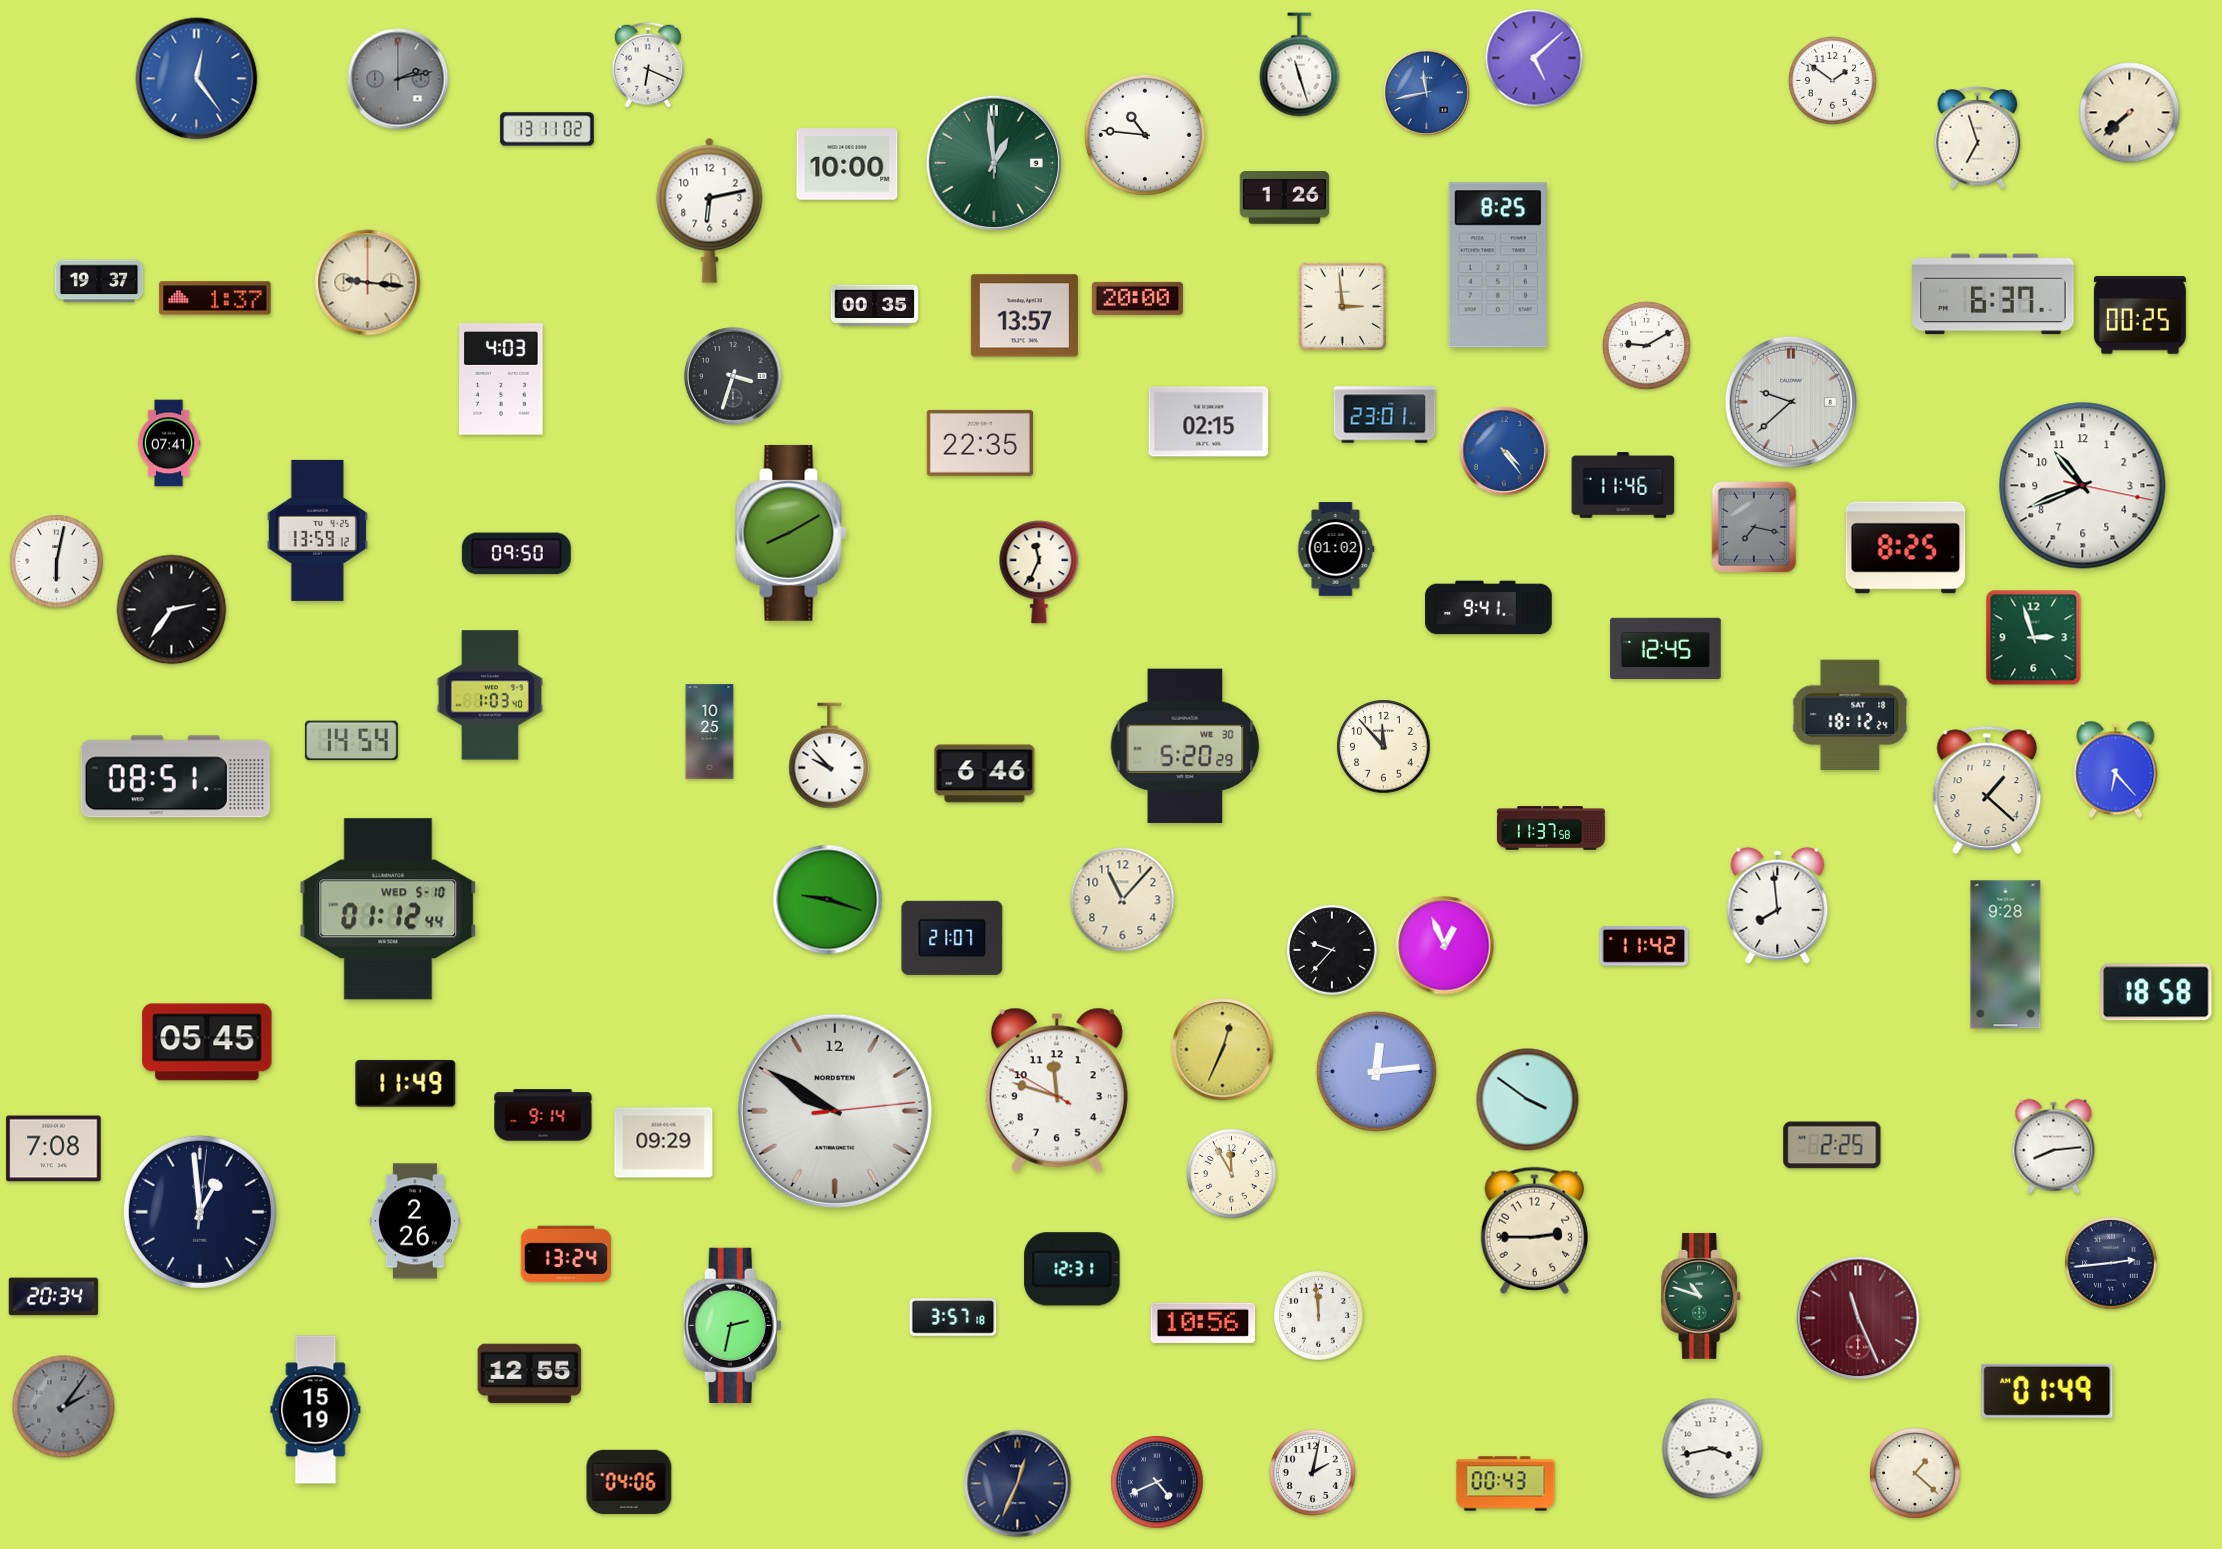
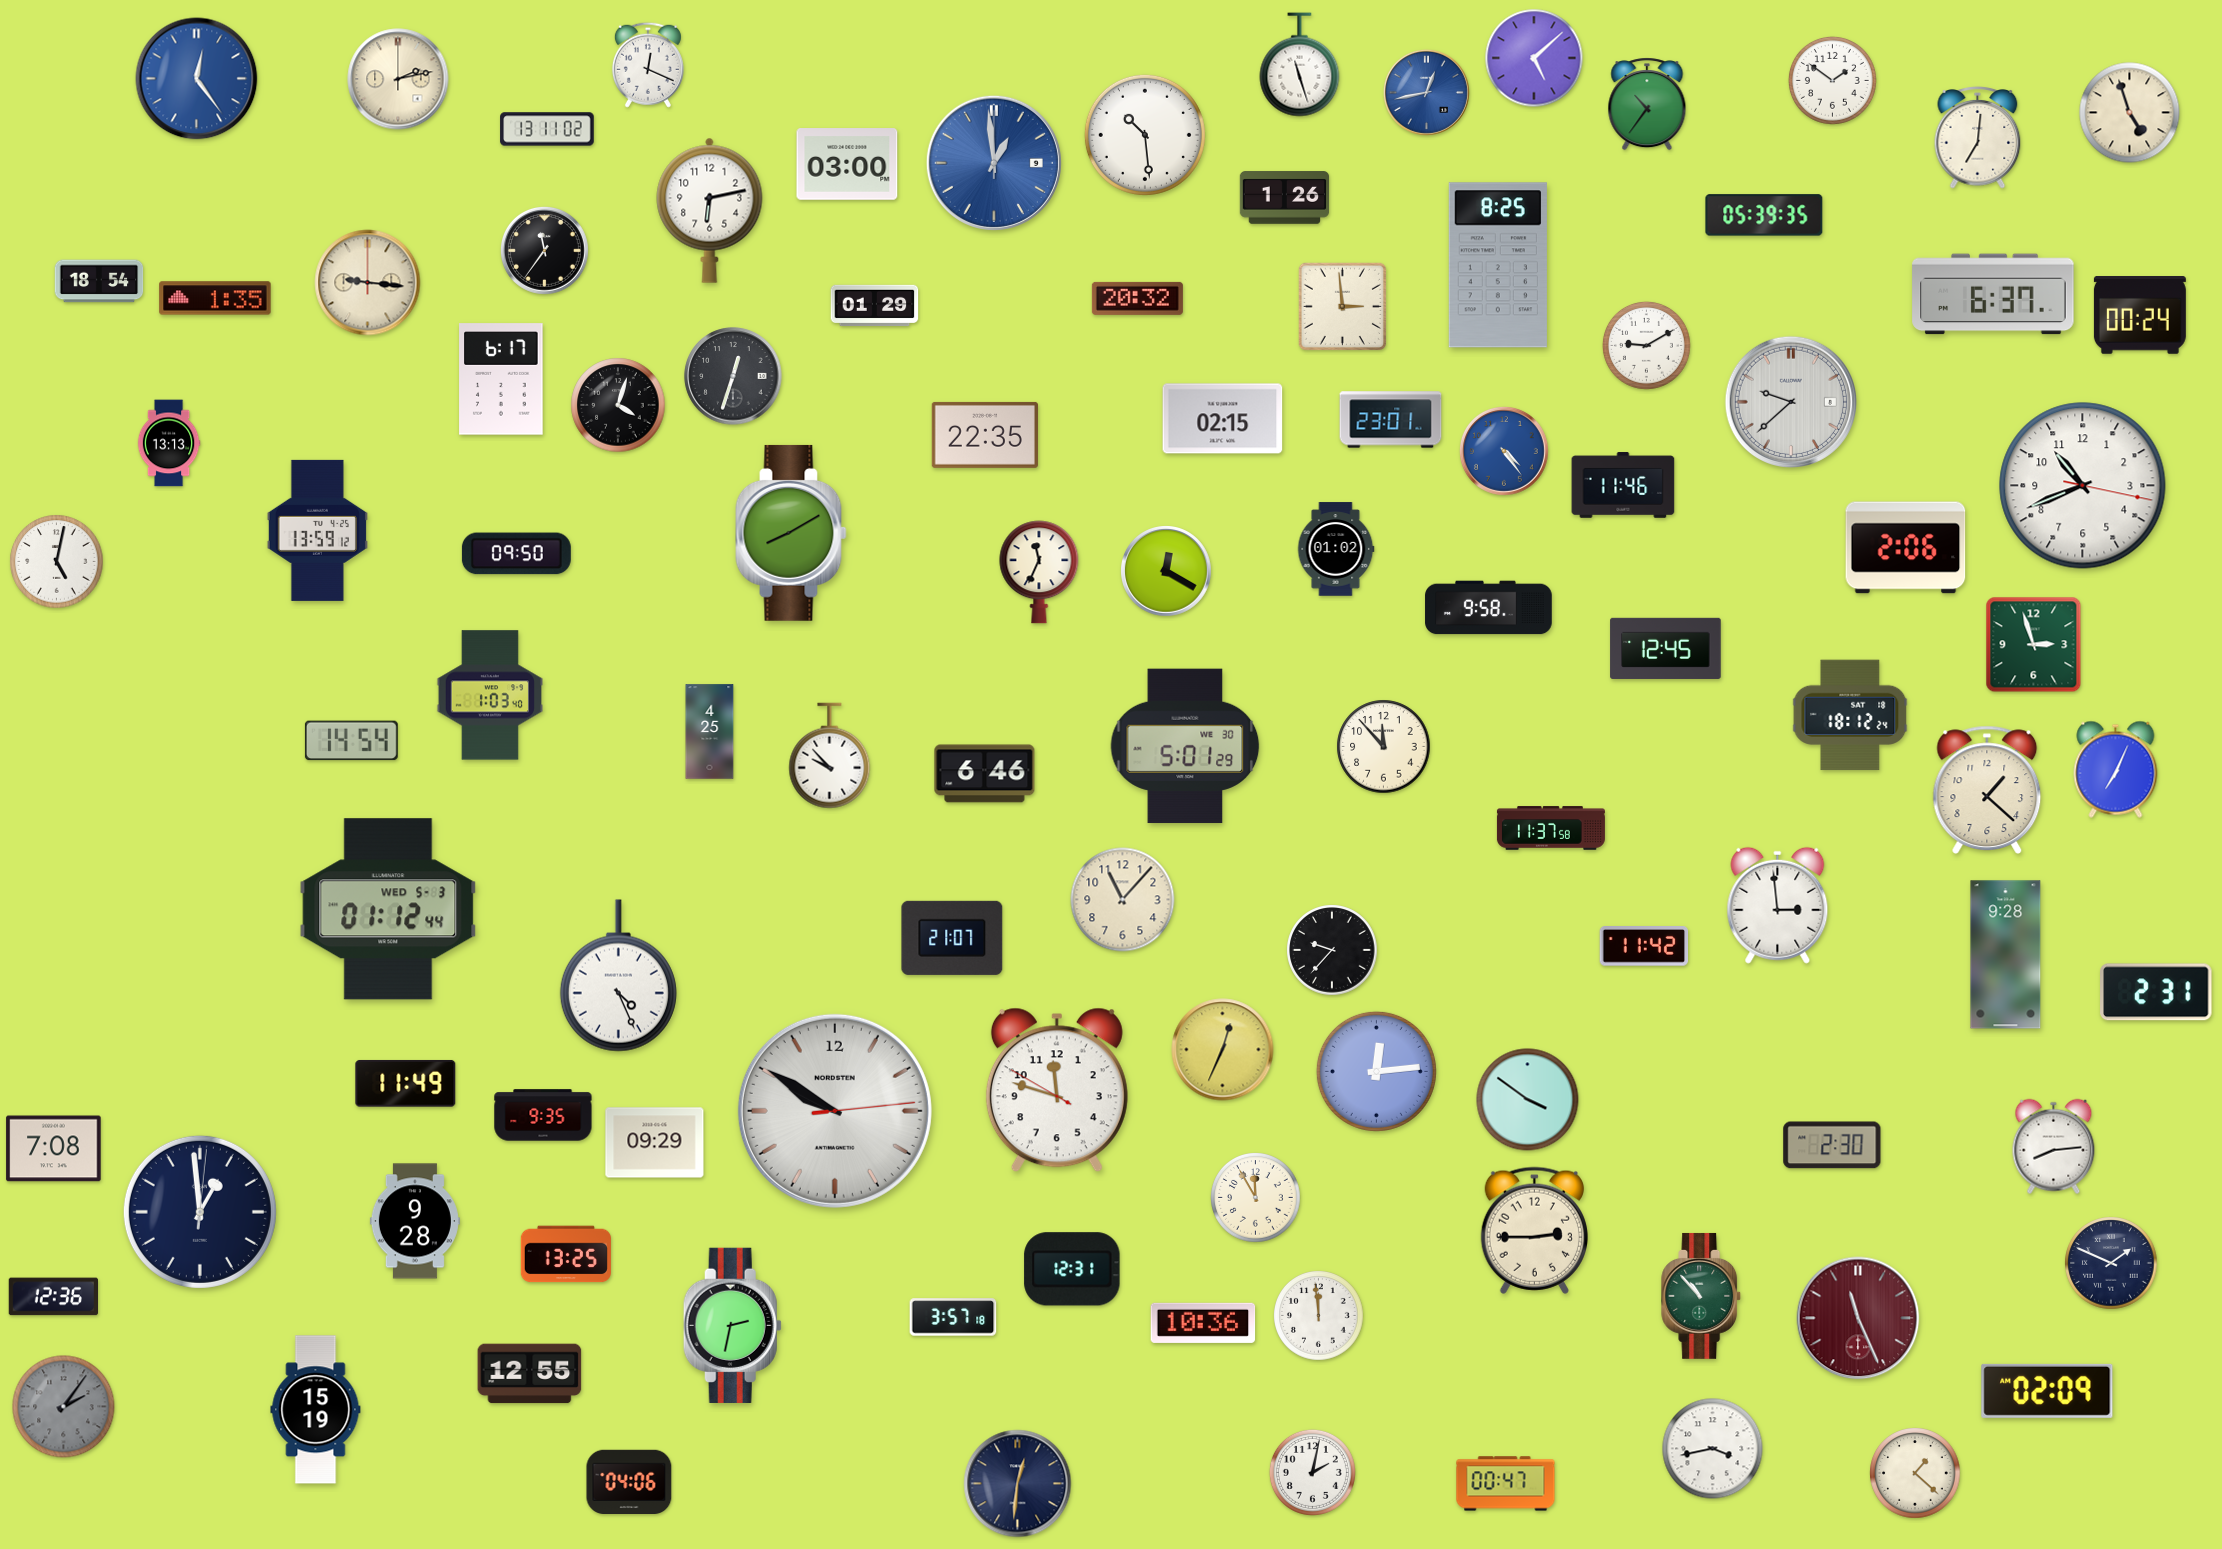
clock at (648, 65): 6:19 -> 12:19
clock at (398, 79) dial: grey -> cream
clock at (1426, 92): 11:43 -> 12:43
clock at (1647, 104): none -> 10:36
clock at (2130, 113): 7:38 -> 4:57
clock at (1145, 135): 10:46 -> 10:29
clock at (1978, 138): 6:57 -> 7:01
clock at (994, 163) dial: green -> blue
clock at (847, 164): 10:00 -> 03:00
clock at (1764, 215): none -> 05:39
clock at (544, 250): none -> 11:36
clock at (99, 281): 19:37 -> 18:54
clock at (215, 298): 1:37 -> 1:35
clock at (1137, 298): 20:00 -> 20:32
clock at (875, 306): 00:35 -> 01:29
clock at (1024, 316): 13:57 -> none
clock at (2140, 316): 00:25 -> 00:24
clock at (733, 376): 3:33 -> 12:33
clock at (501, 379): 4:03 -> 6:17
clock at (618, 405): none -> 4:03
clock at (1385, 415) position: (1385, 415) -> (1391, 420)
clock at (1209, 422) position: (1209, 422) -> (1223, 419)
clock at (169, 443): 07:41 -> 13:13
clock at (980, 443) position: (980, 443) -> (985, 435)
clock at (1754, 527): 7:17 -> none
clock at (1906, 548): 8:25 -> 2:06
clock at (57, 562): 6:02 -> 5:02
clock at (1166, 571): none -> 12:20
clock at (1489, 608): 9:41 -> 9:58
clock at (172, 610): 2:36 -> none
clock at (2034, 638) position: (2034, 638) -> (2034, 645)
clock at (710, 732): 10:25 -> 4:25
clock at (1185, 746): 5:20 -> 5:01
clock at (2116, 769): 6:23 -> 7:04
clock at (175, 777): 08:51 -> none
clock at (828, 900): 9:18 -> none
clock at (1778, 905): 7:59 -> 2:59
clock at (388, 909) date: WED 5-10 -> WED 5-3
clock at (1445, 946): 12:56 -> none
clock at (618, 976): none -> 4:26
clock at (2156, 992): 18:58 -> 2:31
clock at (207, 1042): 05:45 -> none
clock at (543, 1115): 9:14 -> 9:35
clock at (664, 1143) position: (664, 1143) -> (655, 1143)
clock at (1832, 1145): 2:25 -> 2:30
clock at (1232, 1174) position: (1232, 1174) -> (1256, 1198)
clock at (415, 1221): 2:26 -> 9:28
clock at (566, 1254): 13:24 -> 13:25
clock at (2111, 1263): 2:44 -> 1:49
clock at (1702, 1296): 10:48 -> 10:53
clock at (53, 1297): 20:34 -> 12:36
clock at (1203, 1323): 10:56 -> 10:36
clock at (2047, 1391): 01:49 -> 02:09
clock at (1157, 1482): 4:41 -> none
clock at (1018, 1484): 12:34 -> 12:31
clock at (1506, 1484): 00:43 -> 00:47
